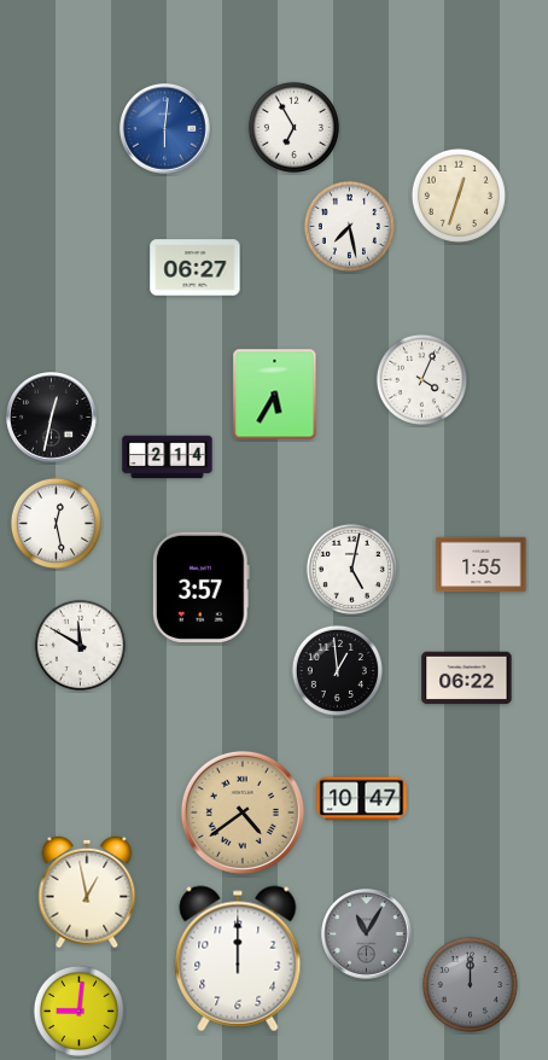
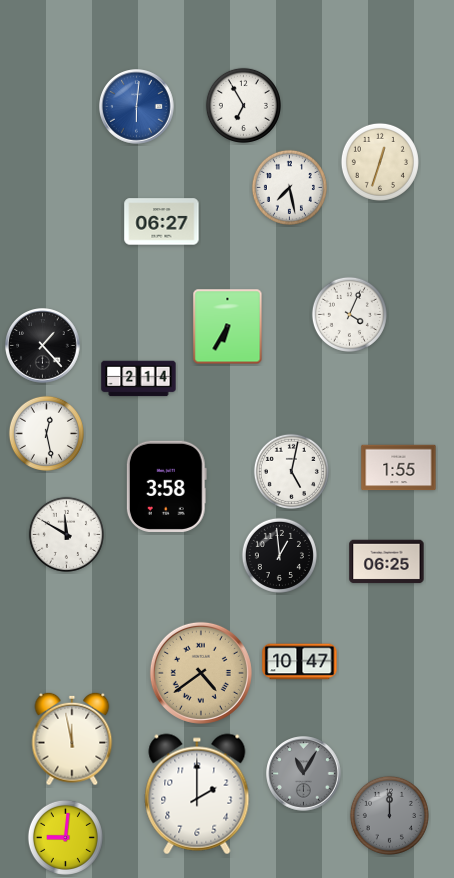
clock at (275, 395): 5:35 -> 6:35
clock at (52, 418): 12:32 -> 1:23
clock at (200, 587): 3:57 -> 3:58
clock at (467, 678): 06:22 -> 06:25
clock at (87, 892): 12:58 -> 11:58
clock at (238, 959): 12:00 -> 2:00
